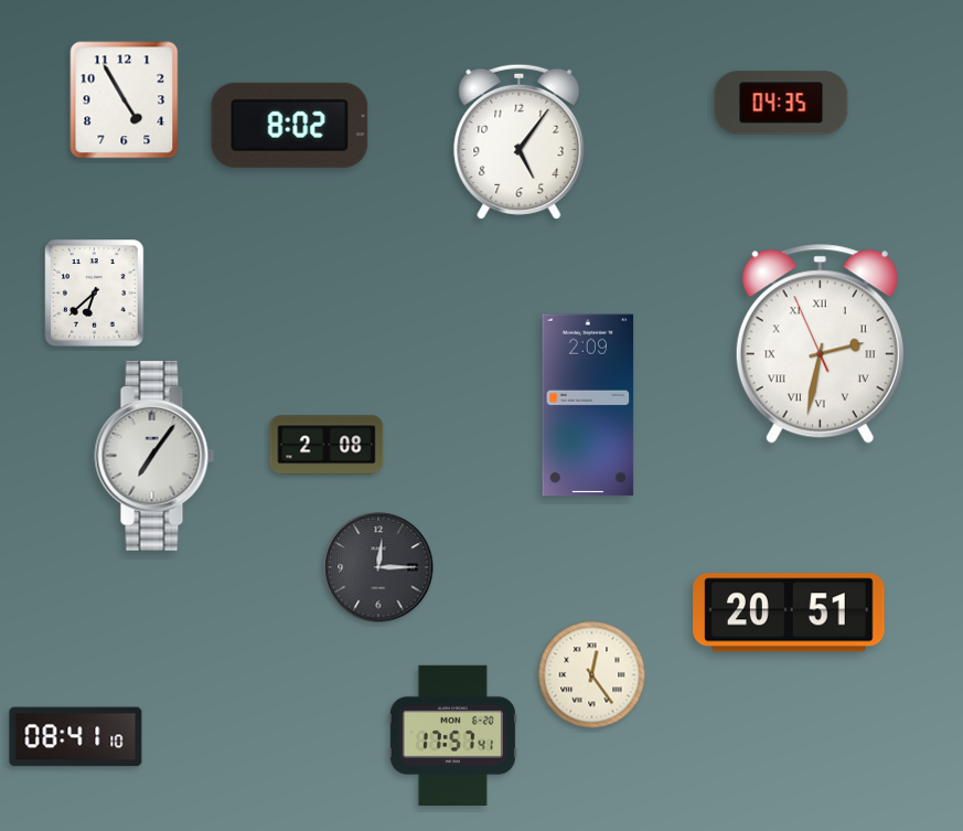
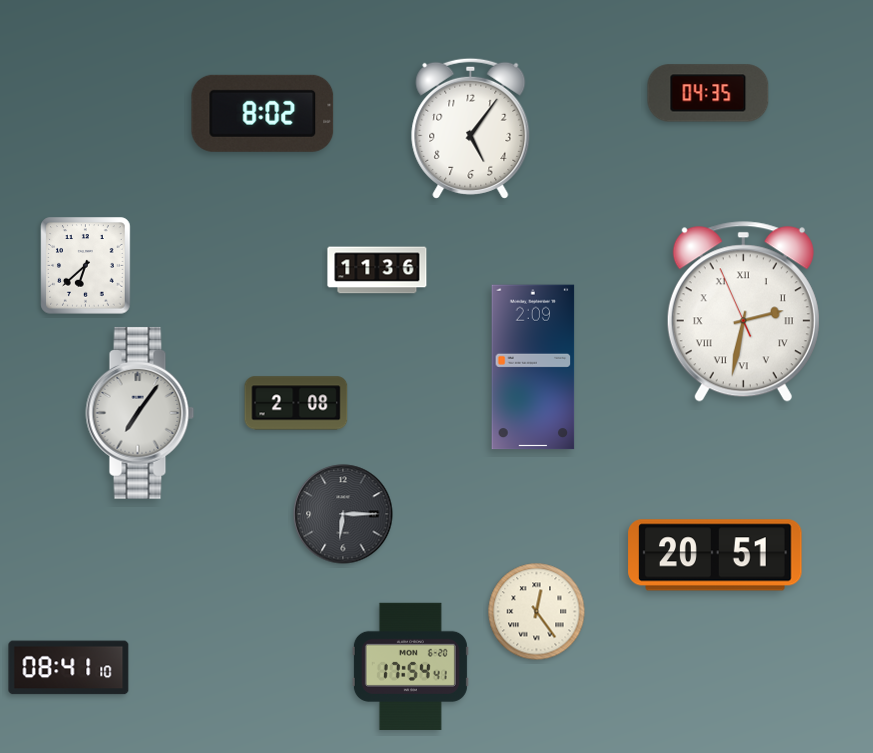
clock at (125, 100): 4:55 -> none
clock at (377, 270): none -> 11:36
clock at (378, 567): 12:15 -> 6:15
clock at (452, 735): 17:57 -> 17:54
